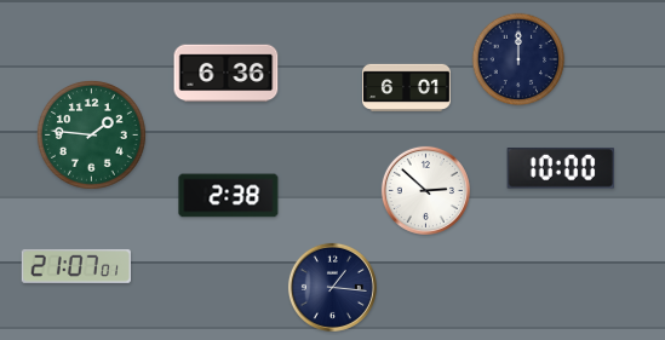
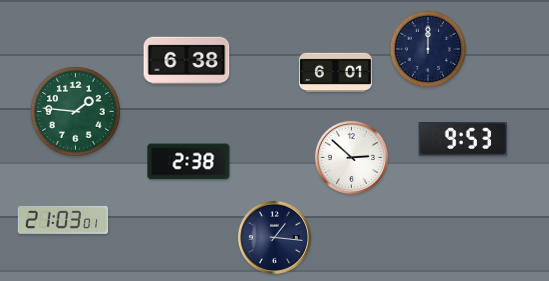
clock at (227, 74): 6:36 -> 6:38
clock at (561, 168): 10:00 -> 9:53
clock at (75, 266): 21:07 -> 21:03
